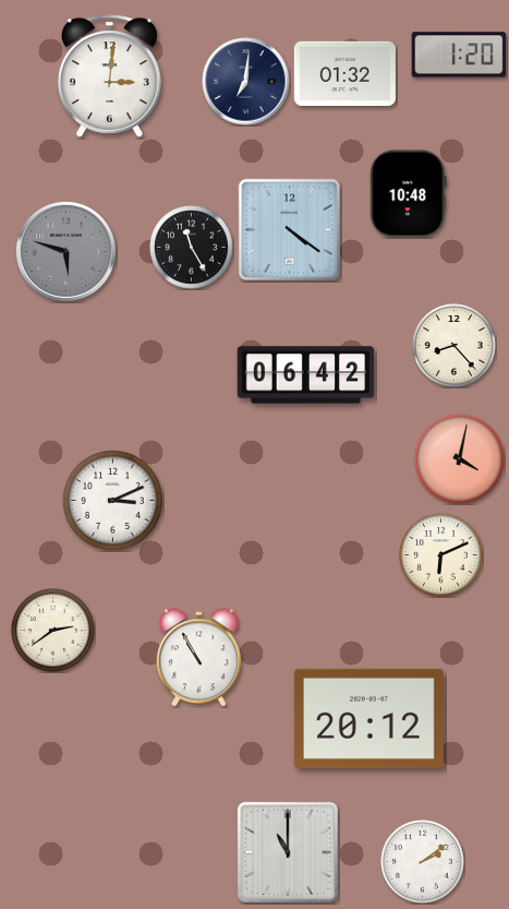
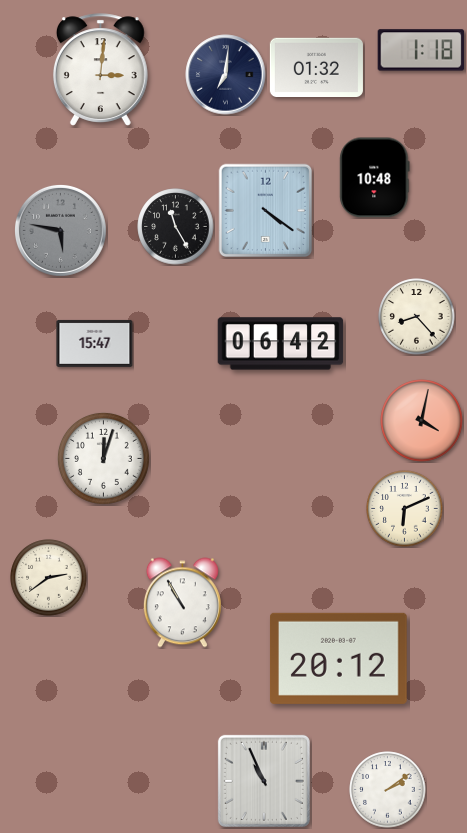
clock at (459, 55): 1:20 -> 1:18
clock at (65, 251): 5:48 -> 5:47
clock at (95, 343): none -> 15:47
clock at (113, 501): 3:11 -> 12:03
clock at (288, 852): 11:00 -> 10:56
